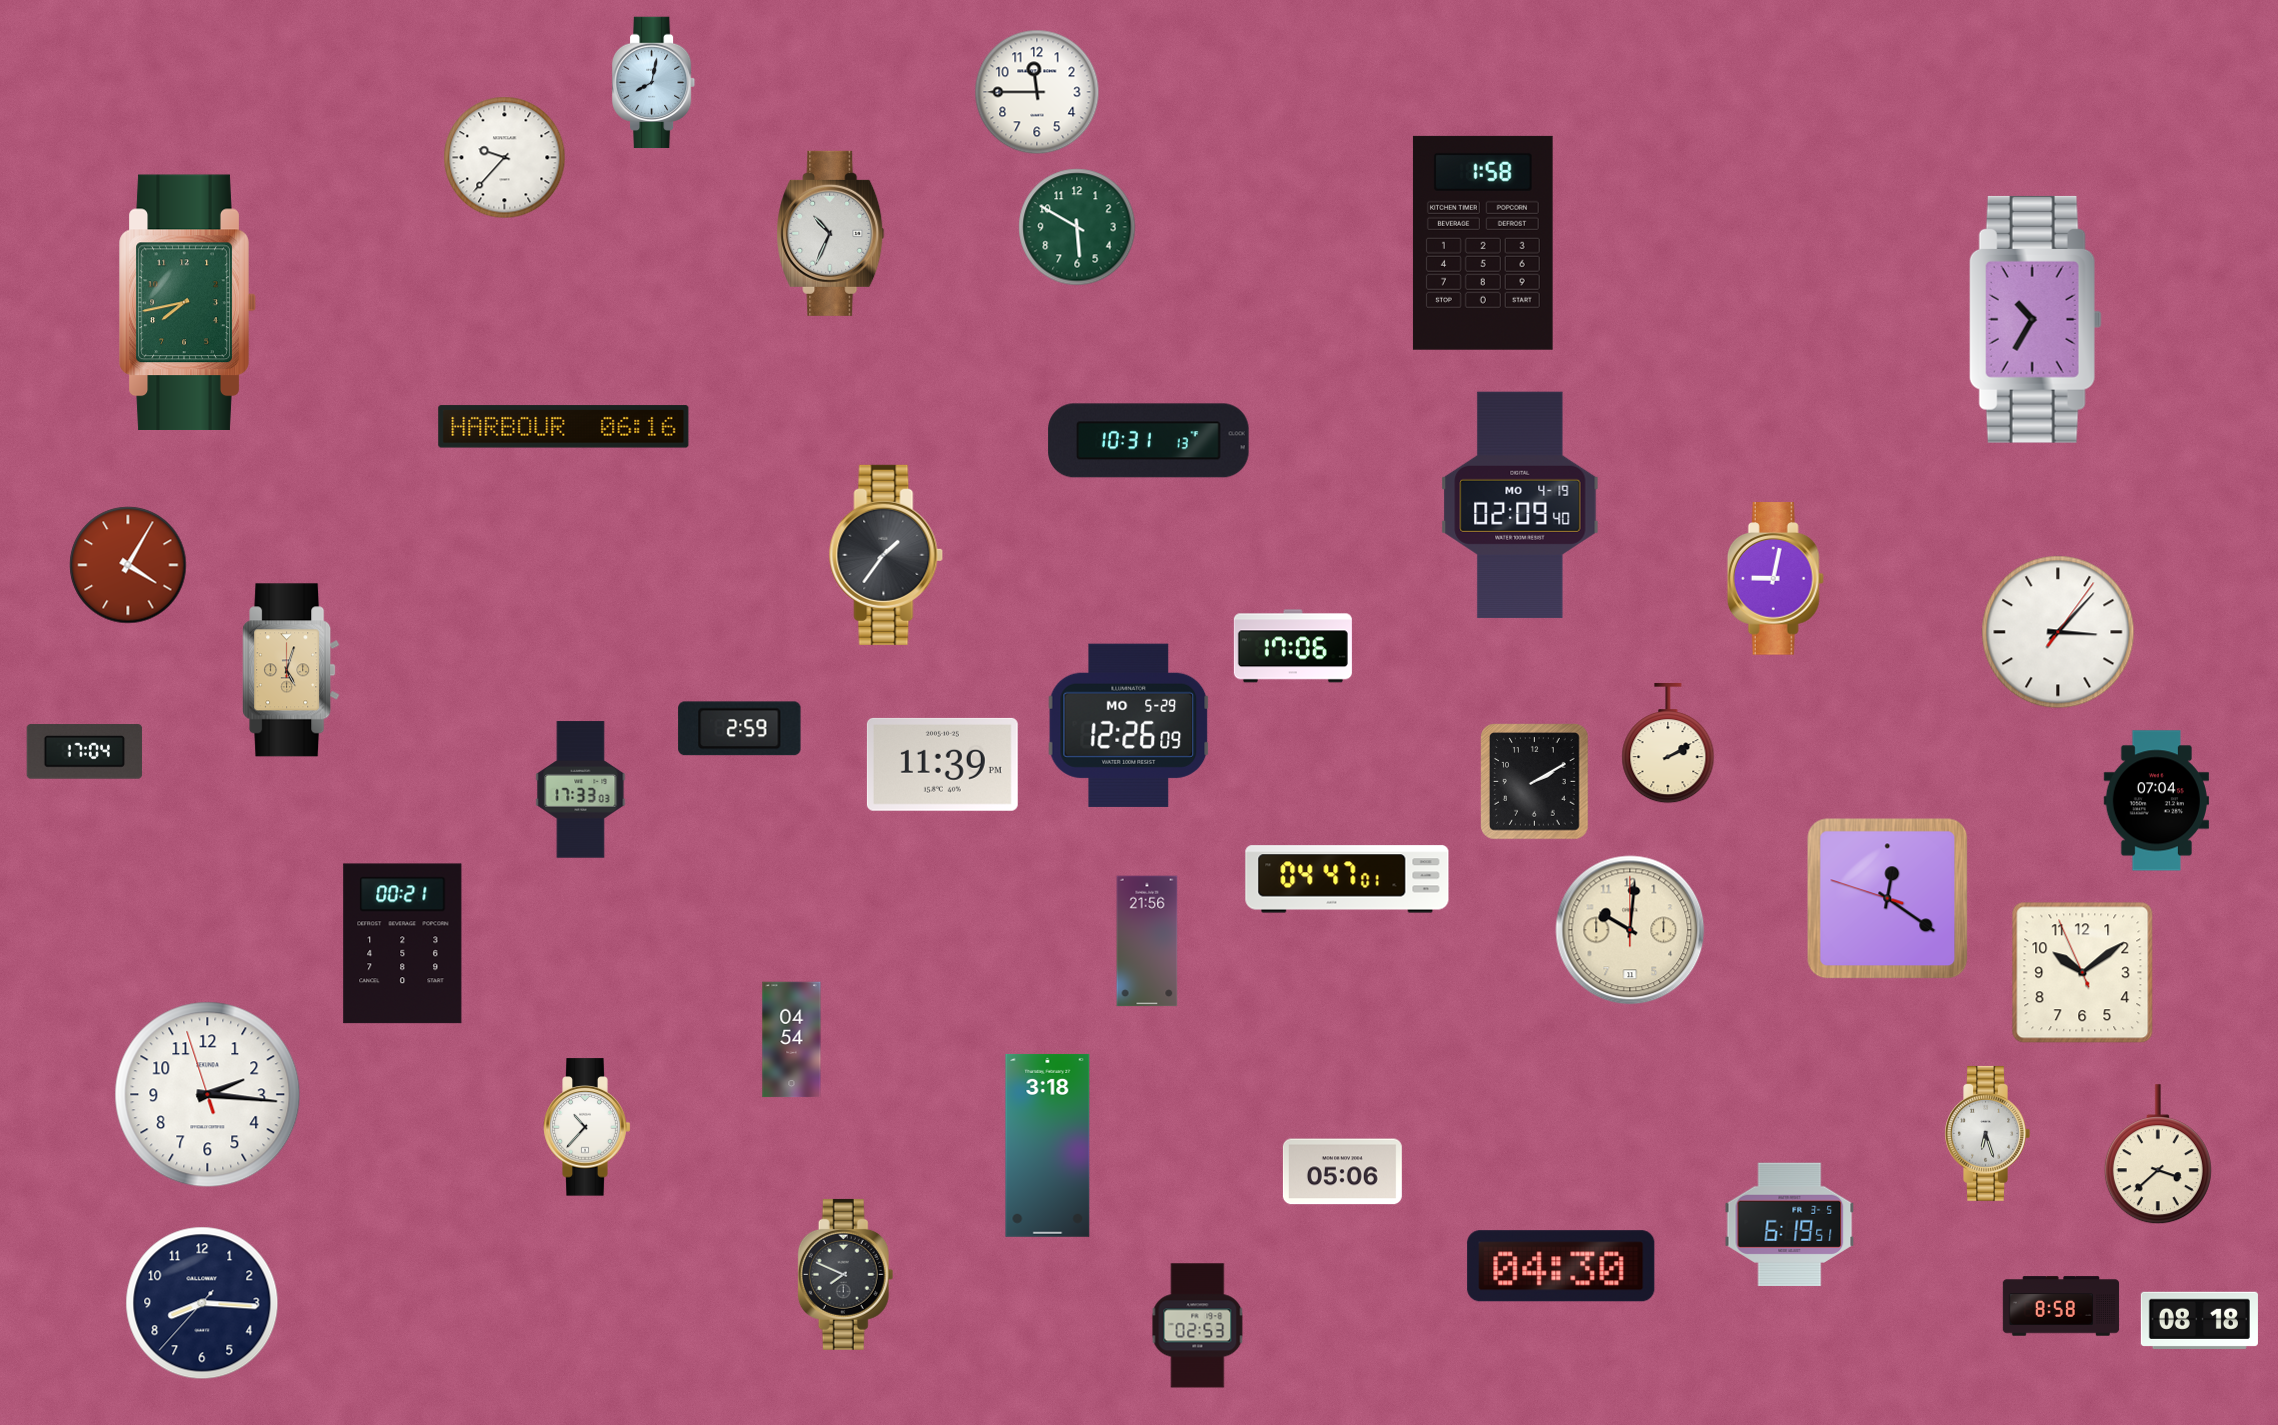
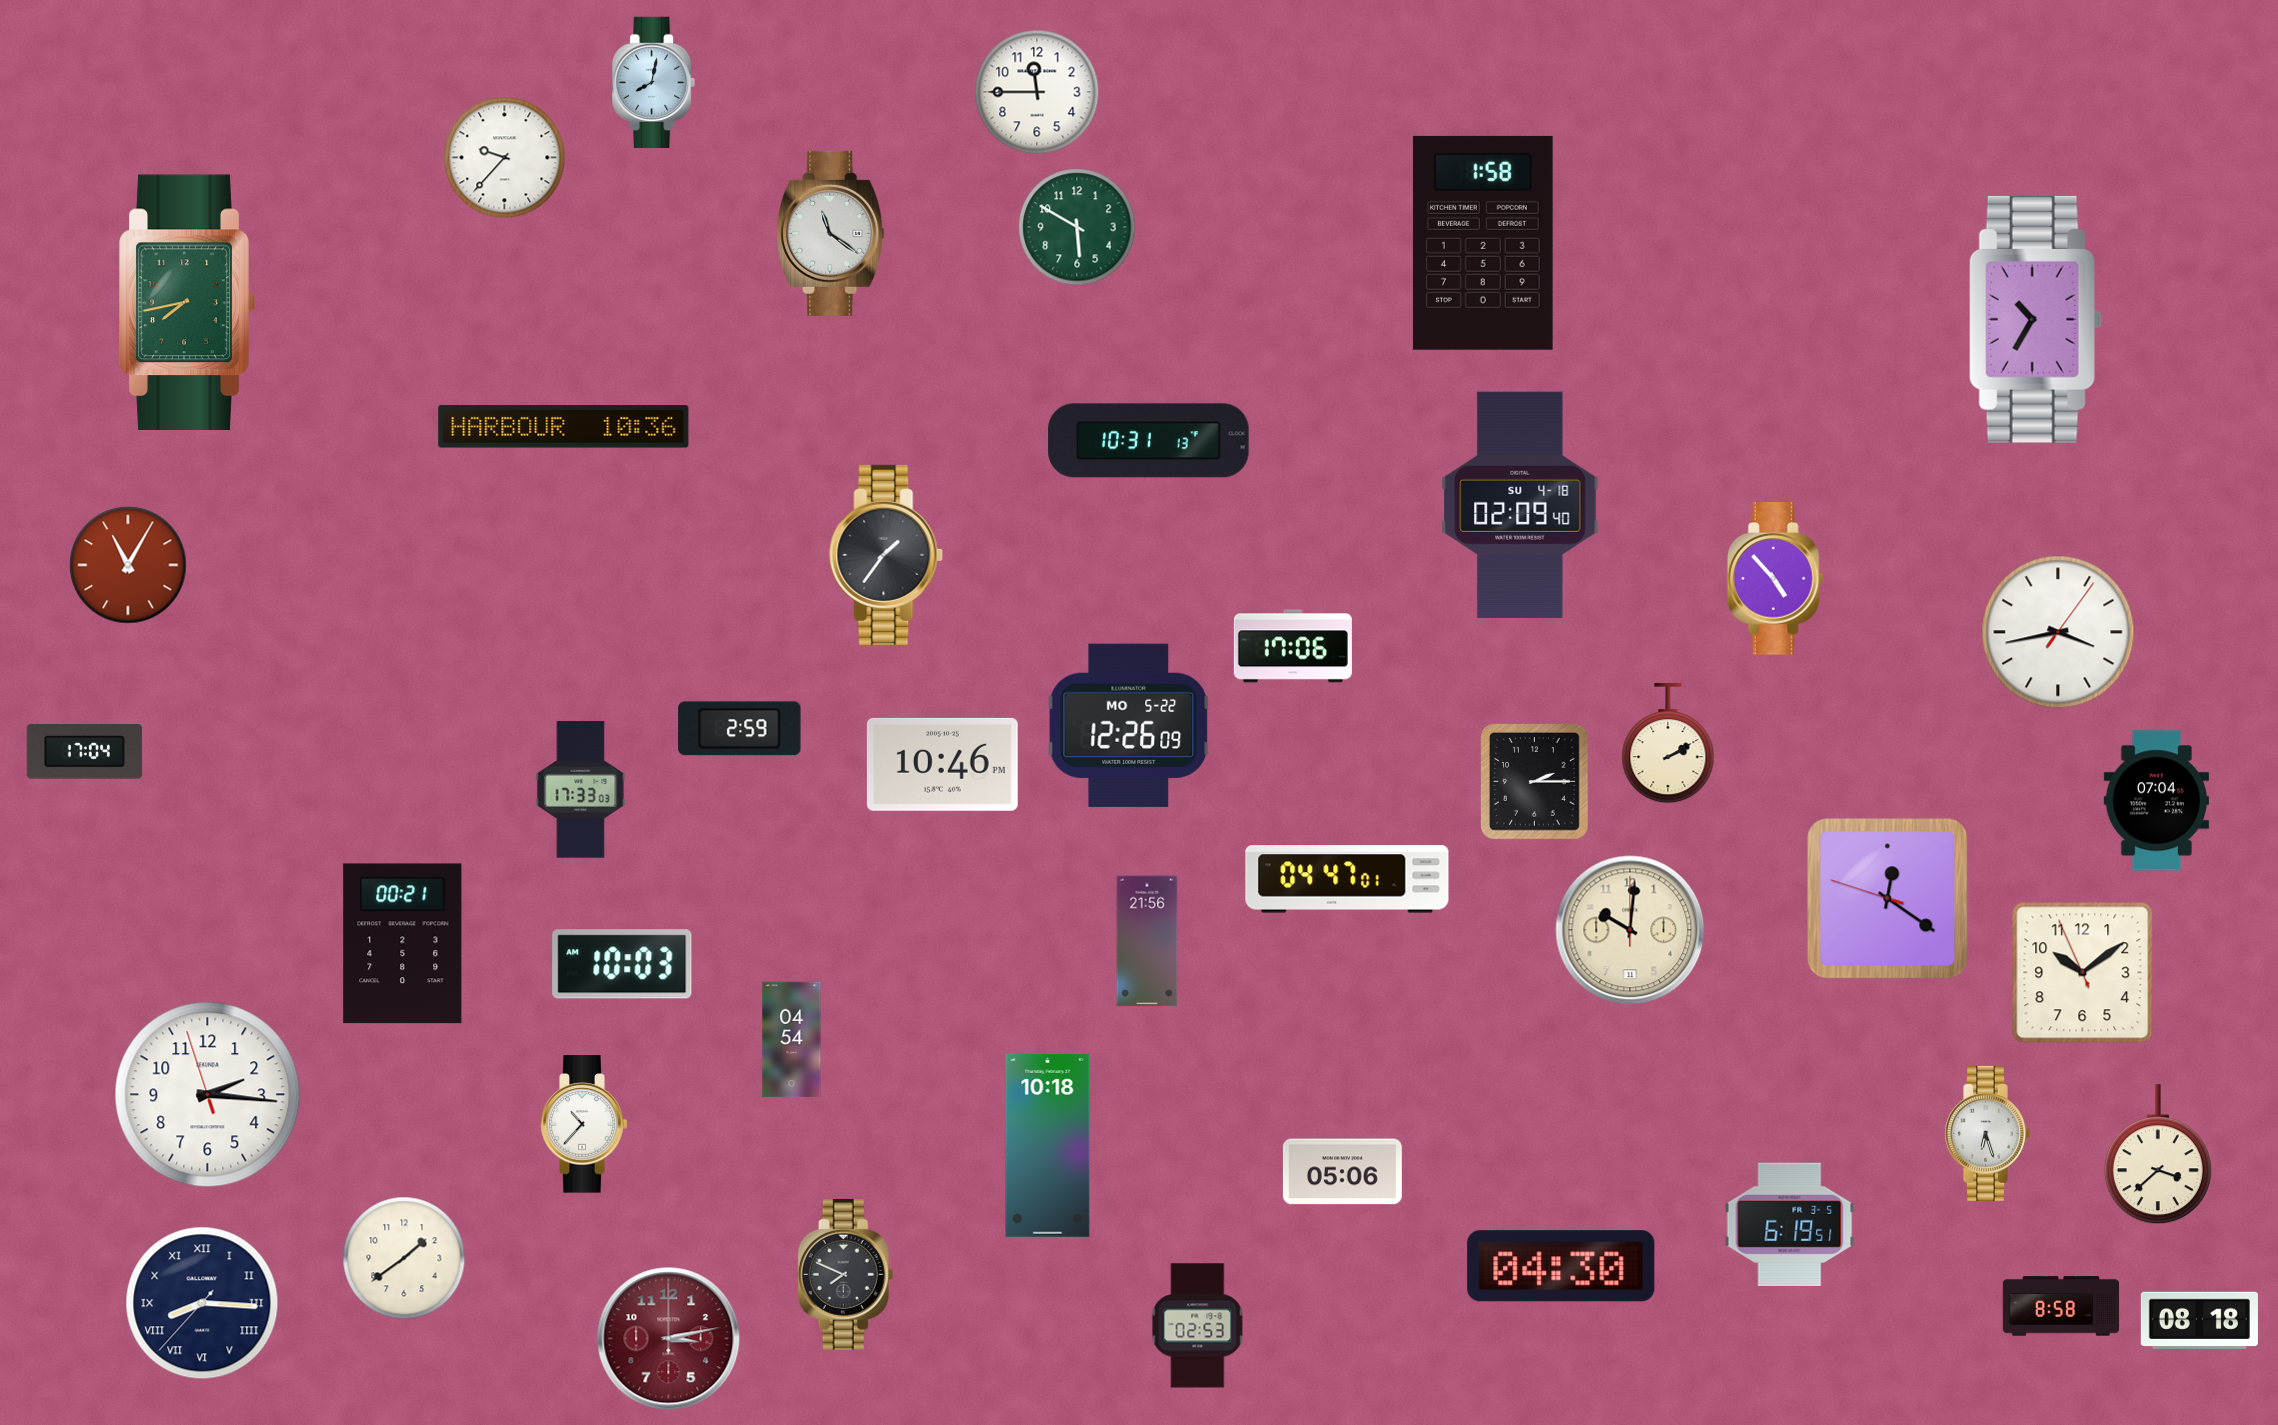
clock at (831, 233): 10:34 -> 11:21
clock at (564, 427): 06:16 -> 10:36
clock at (1520, 505) date: MO 4-19 -> SU 4-18
clock at (128, 565): 4:05 -> 11:05
clock at (1775, 579): 9:02 -> 4:53
clock at (2058, 632): 3:07 -> 3:43
clock at (291, 670): 5:03 -> none
clock at (1129, 725) date: MO 5-29 -> MO 5-22
clock at (942, 764): 11:39 -> 10:46
clock at (1535, 782): 2:10 -> 2:15
clock at (622, 964): none -> 10:03
clock at (587, 1127) position: (587, 1127) -> (584, 1124)
clock at (1048, 1145): 3:18 -> 10:18
clock at (404, 1258): none -> 1:39
clock at (202, 1303) numerals: Arabic -> Roman
clock at (669, 1339): none -> 3:13
